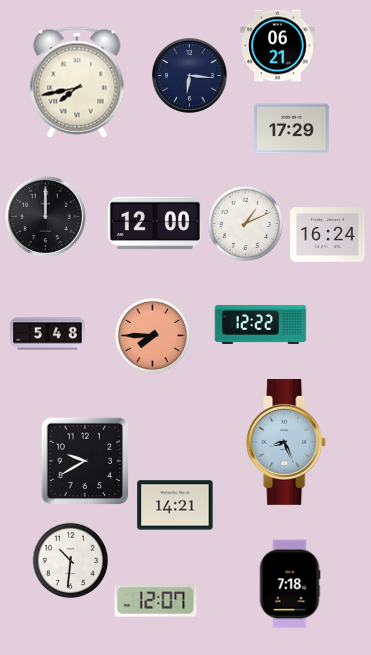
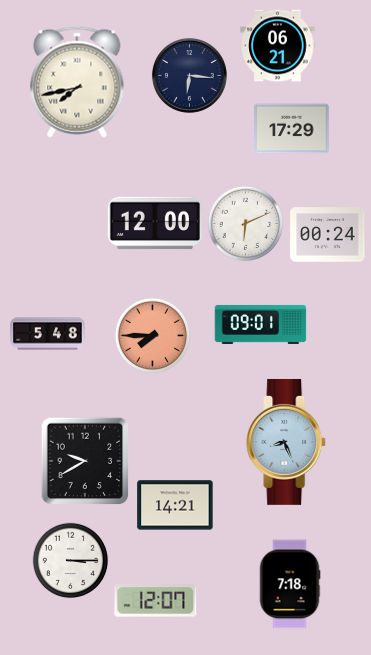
clock at (45, 216): 12:00 -> none
clock at (246, 224): 1:11 -> 6:11
clock at (328, 235): 16:24 -> 00:24
clock at (261, 324): 12:22 -> 09:01
clock at (71, 561): 10:31 -> 3:15
